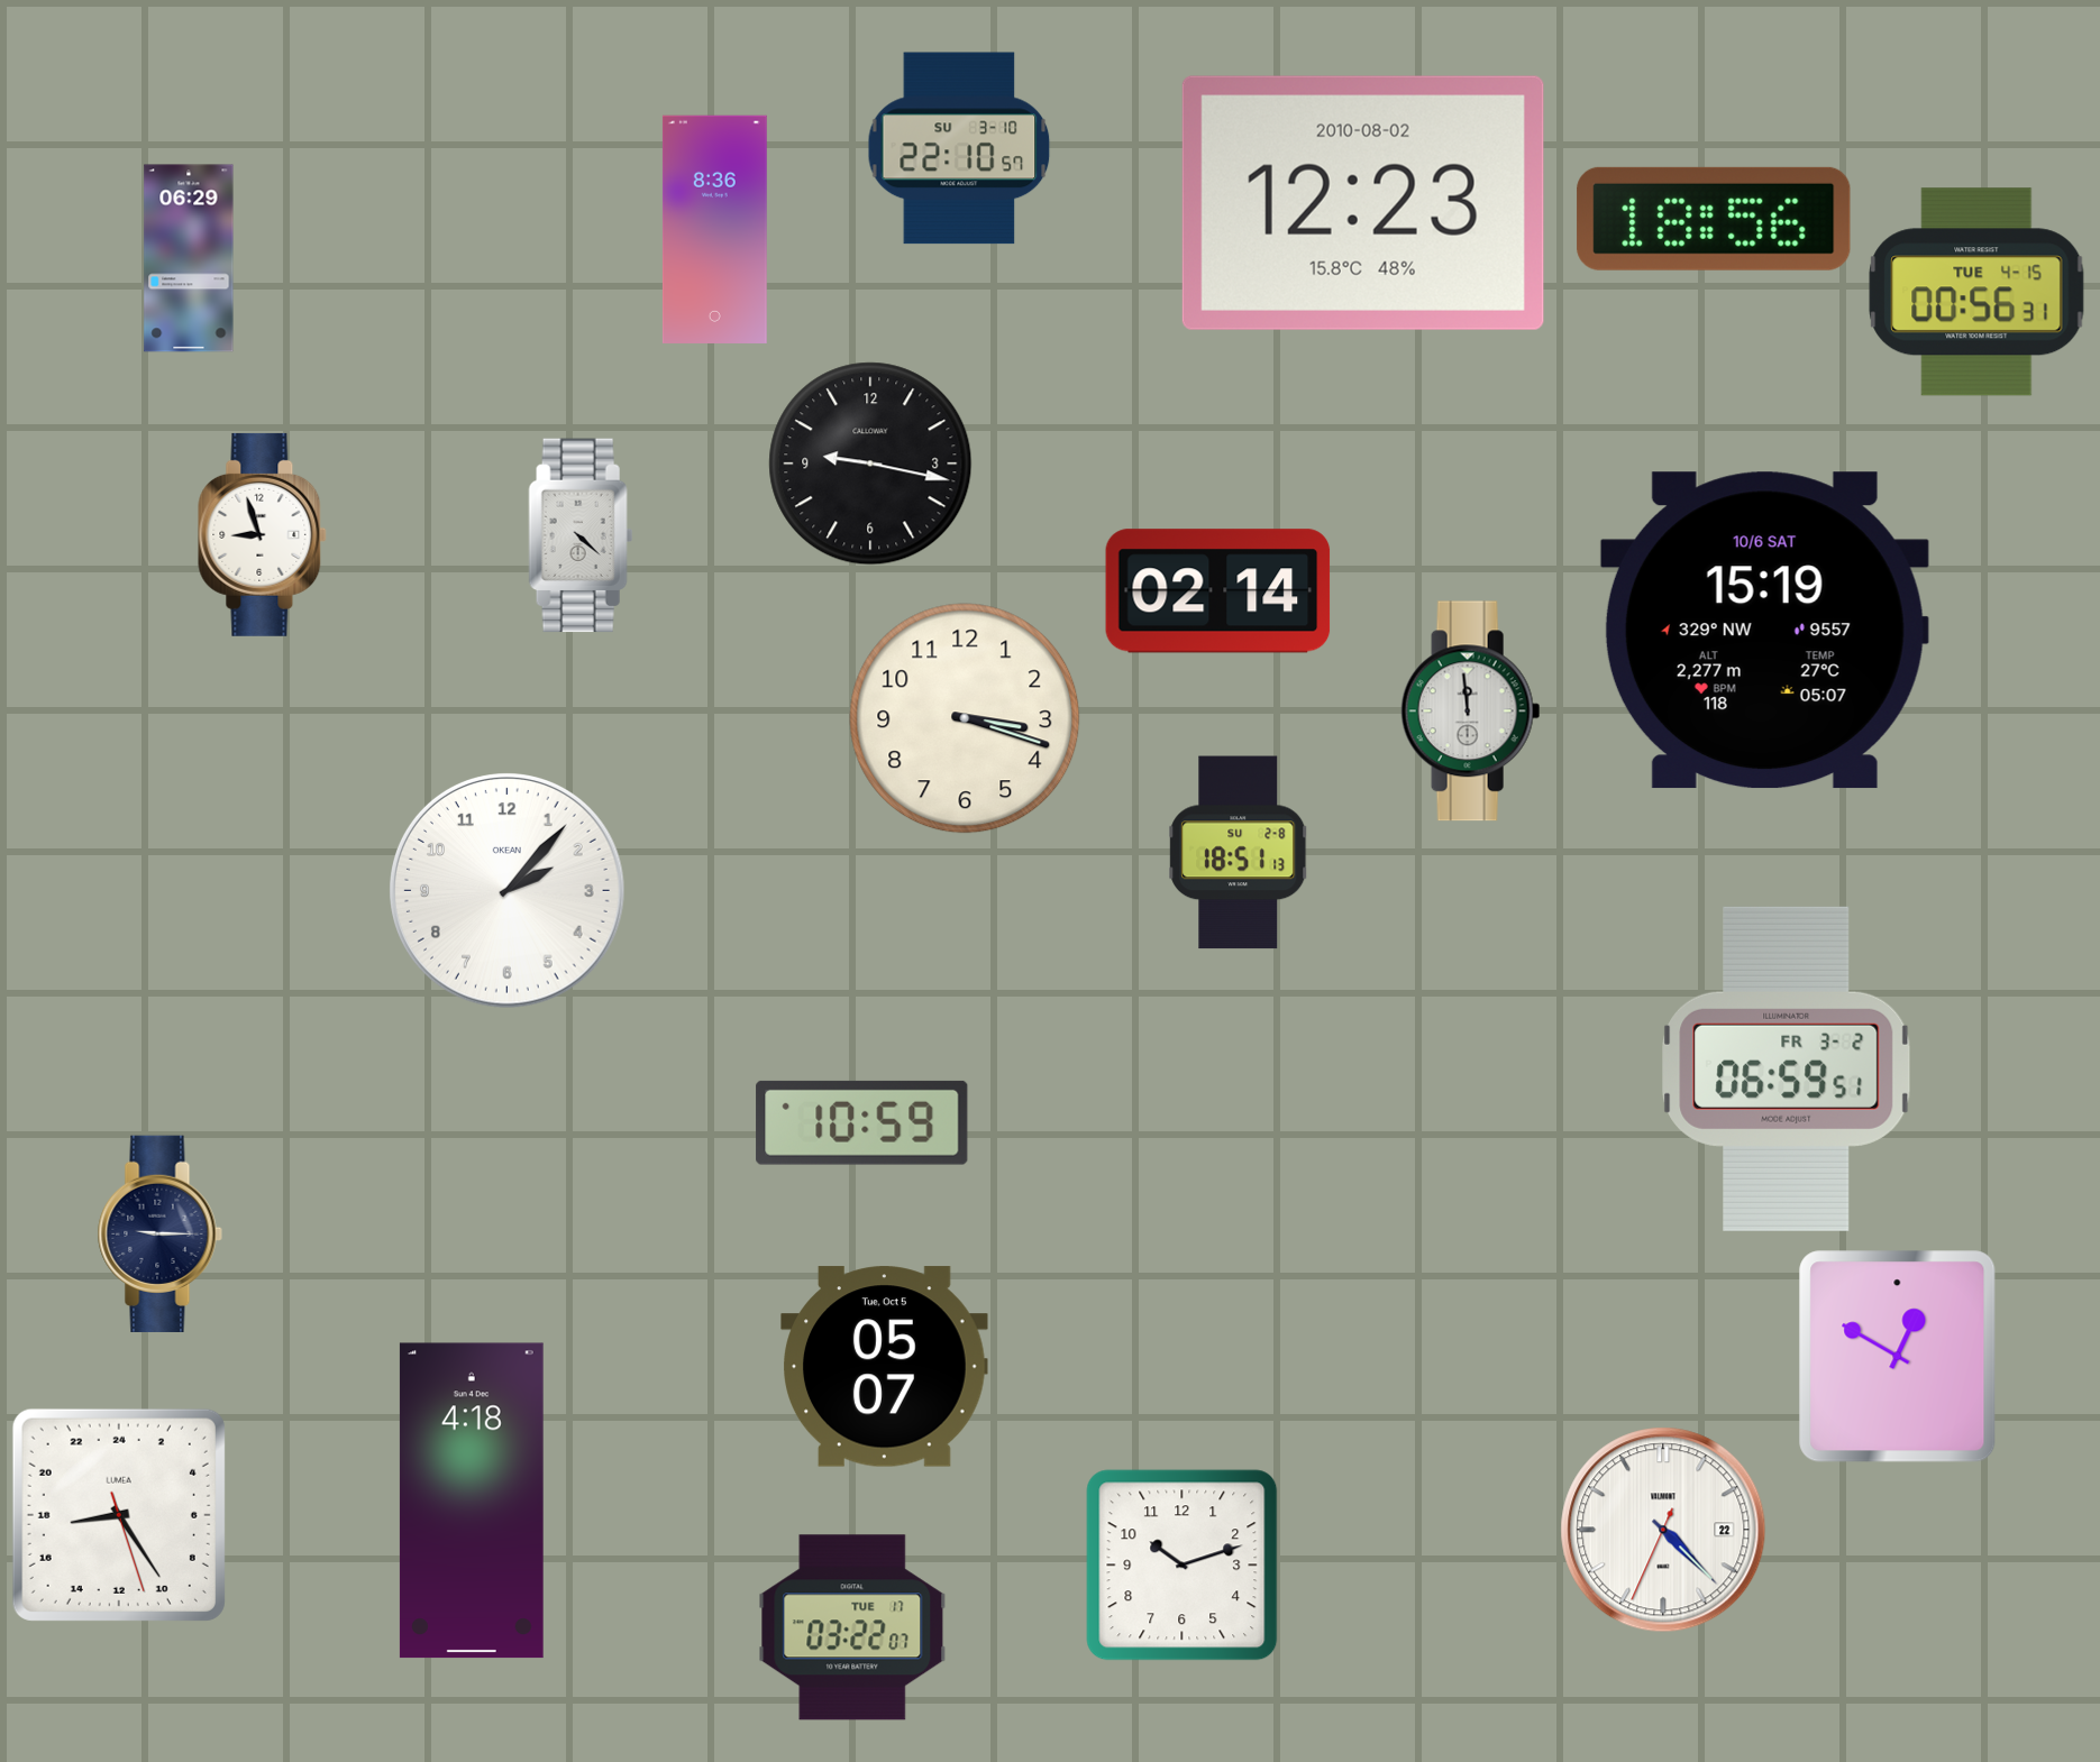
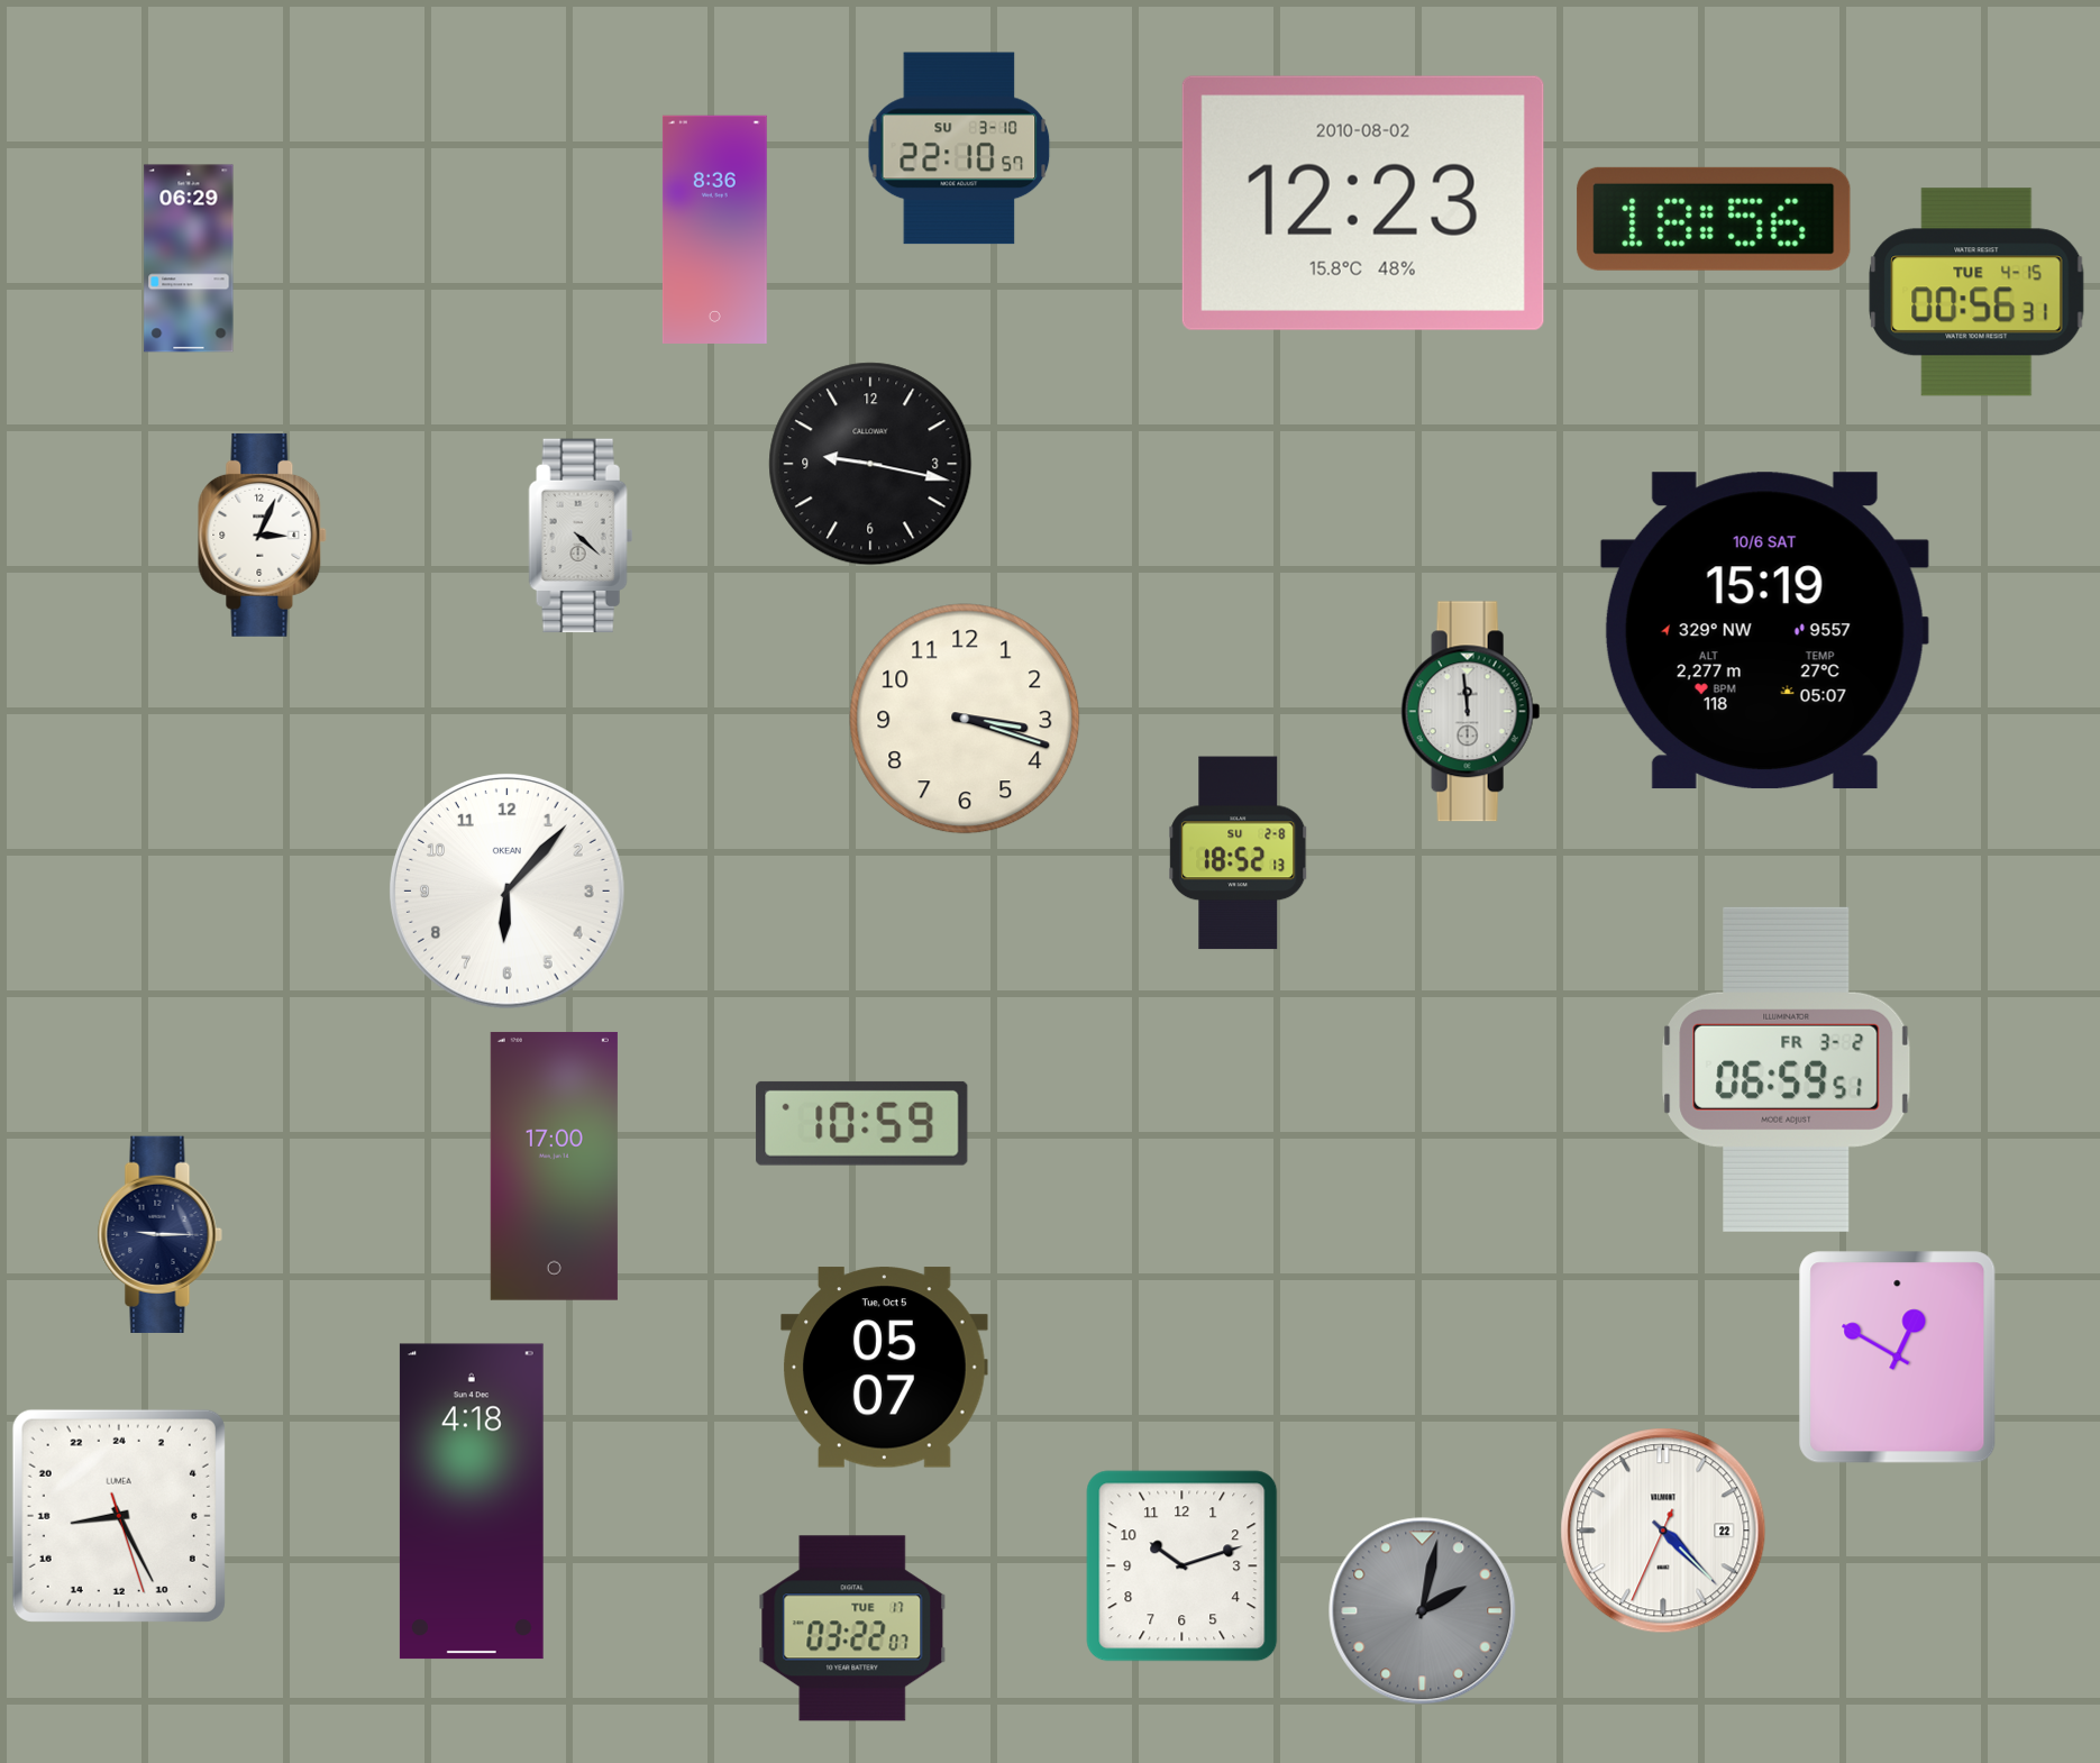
clock at (263, 534): 8:57 -> 3:04
clock at (1218, 591): 02:14 -> none
clock at (1239, 853): 18:51 -> 18:52
clock at (508, 891): 2:07 -> 6:07
clock at (554, 1166): none -> 17:00
clock at (119, 1515): 17:24 -> 17:25
clock at (1423, 1611): none -> 2:02
